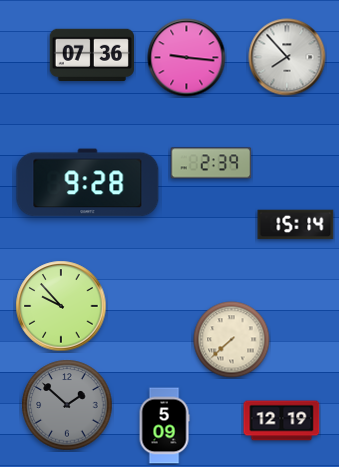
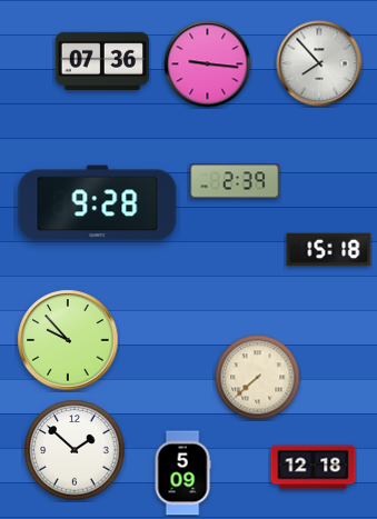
clock at (296, 225): 15:14 -> 15:18
clock at (67, 405) dial: grey -> white
clock at (282, 421): 12:19 -> 12:18
